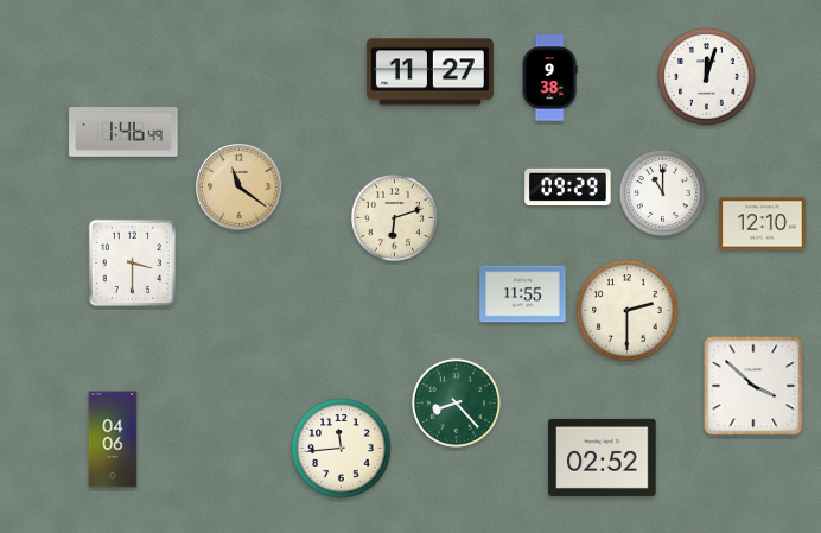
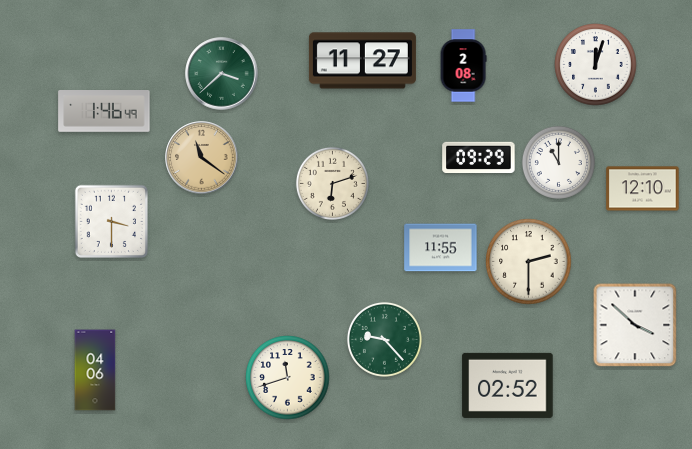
clock at (549, 78): 9:38 -> 2:08
clock at (222, 74): none -> 3:38
clock at (456, 402): 8:23 -> 9:23
clock at (342, 449): 11:44 -> 11:42
